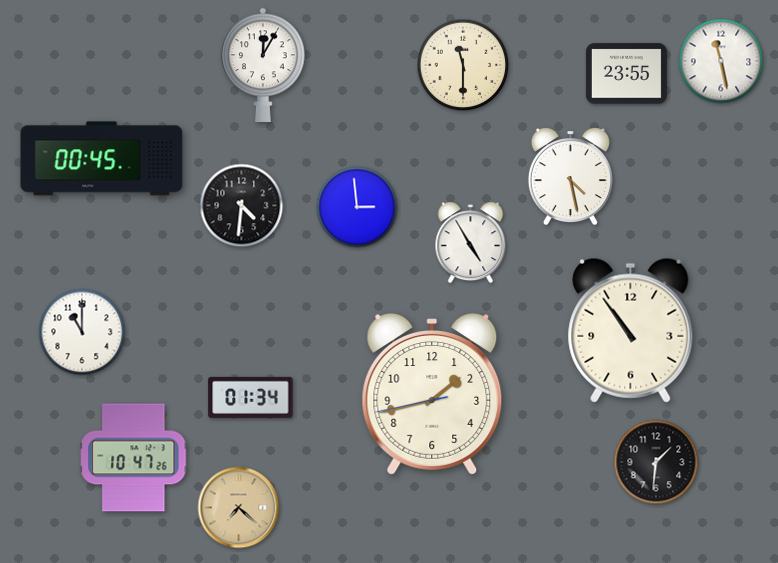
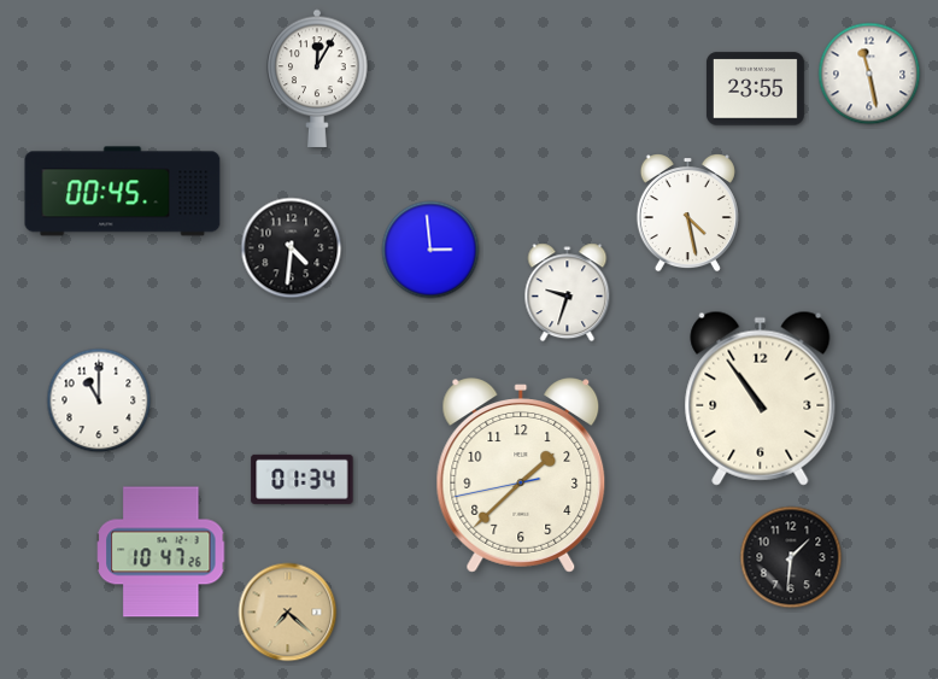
clock at (463, 65): 11:30 -> none
clock at (471, 243): 4:55 -> 9:33
clock at (432, 394): 1:42 -> 1:37
